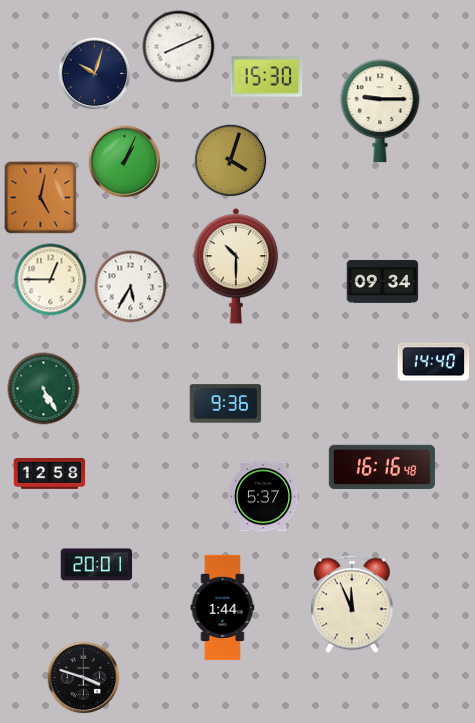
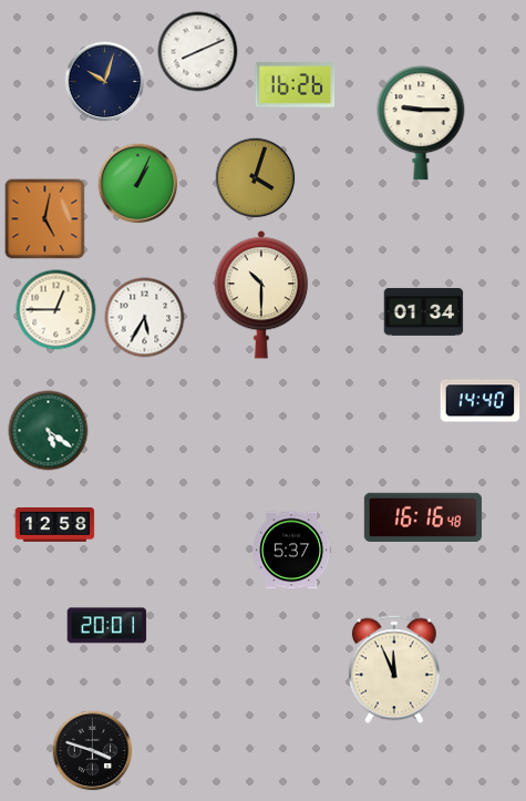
clock at (267, 77): 15:30 -> 16:26
clock at (125, 162) position: (125, 162) -> (138, 184)
clock at (383, 282): 09:34 -> 01:34
clock at (44, 389): 5:25 -> 5:21
clock at (226, 404): 9:36 -> none
clock at (352, 604) position: (352, 604) -> (394, 669)
clock at (223, 608): 1:44 -> none
